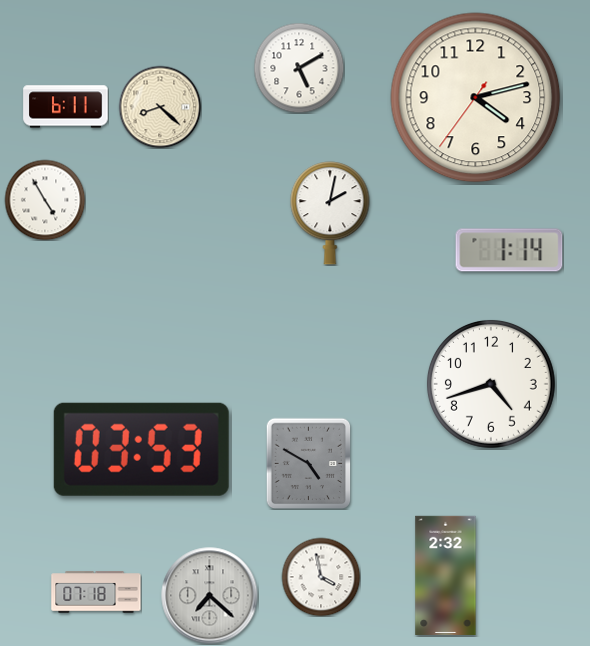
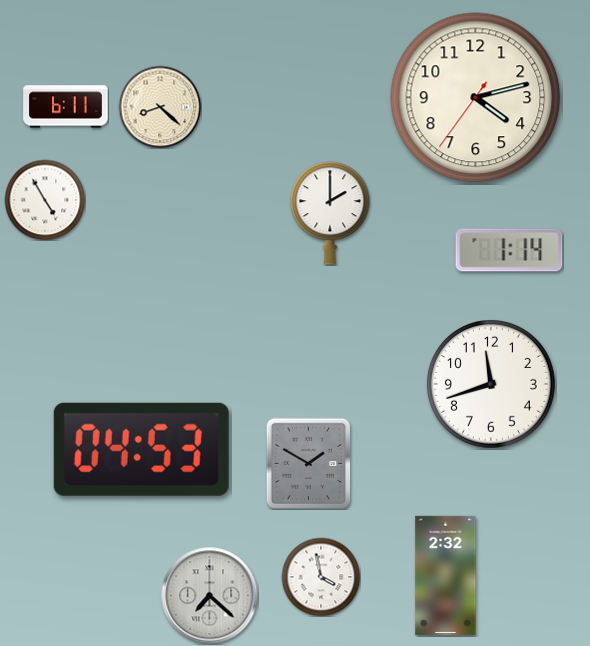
clock at (299, 68): 5:10 -> none
clock at (330, 213): 2:02 -> 2:00
clock at (491, 384): 4:42 -> 11:42
clock at (141, 449): 03:53 -> 04:53
clock at (309, 463): 4:50 -> 1:50
clock at (96, 592): 07:18 -> none
